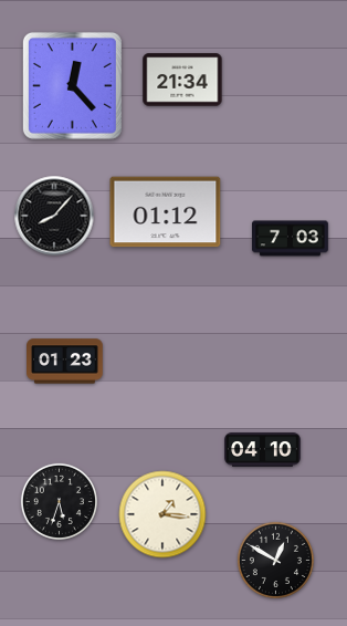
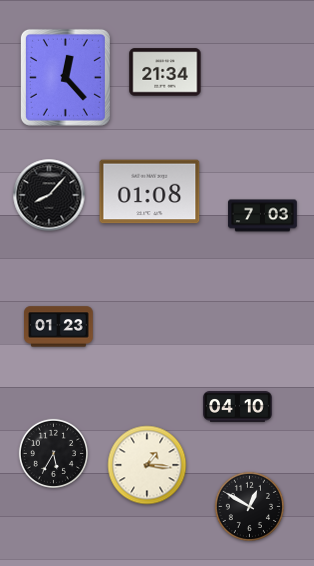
clock at (166, 212): 01:12 -> 01:08
clock at (59, 501): 5:33 -> 5:35
